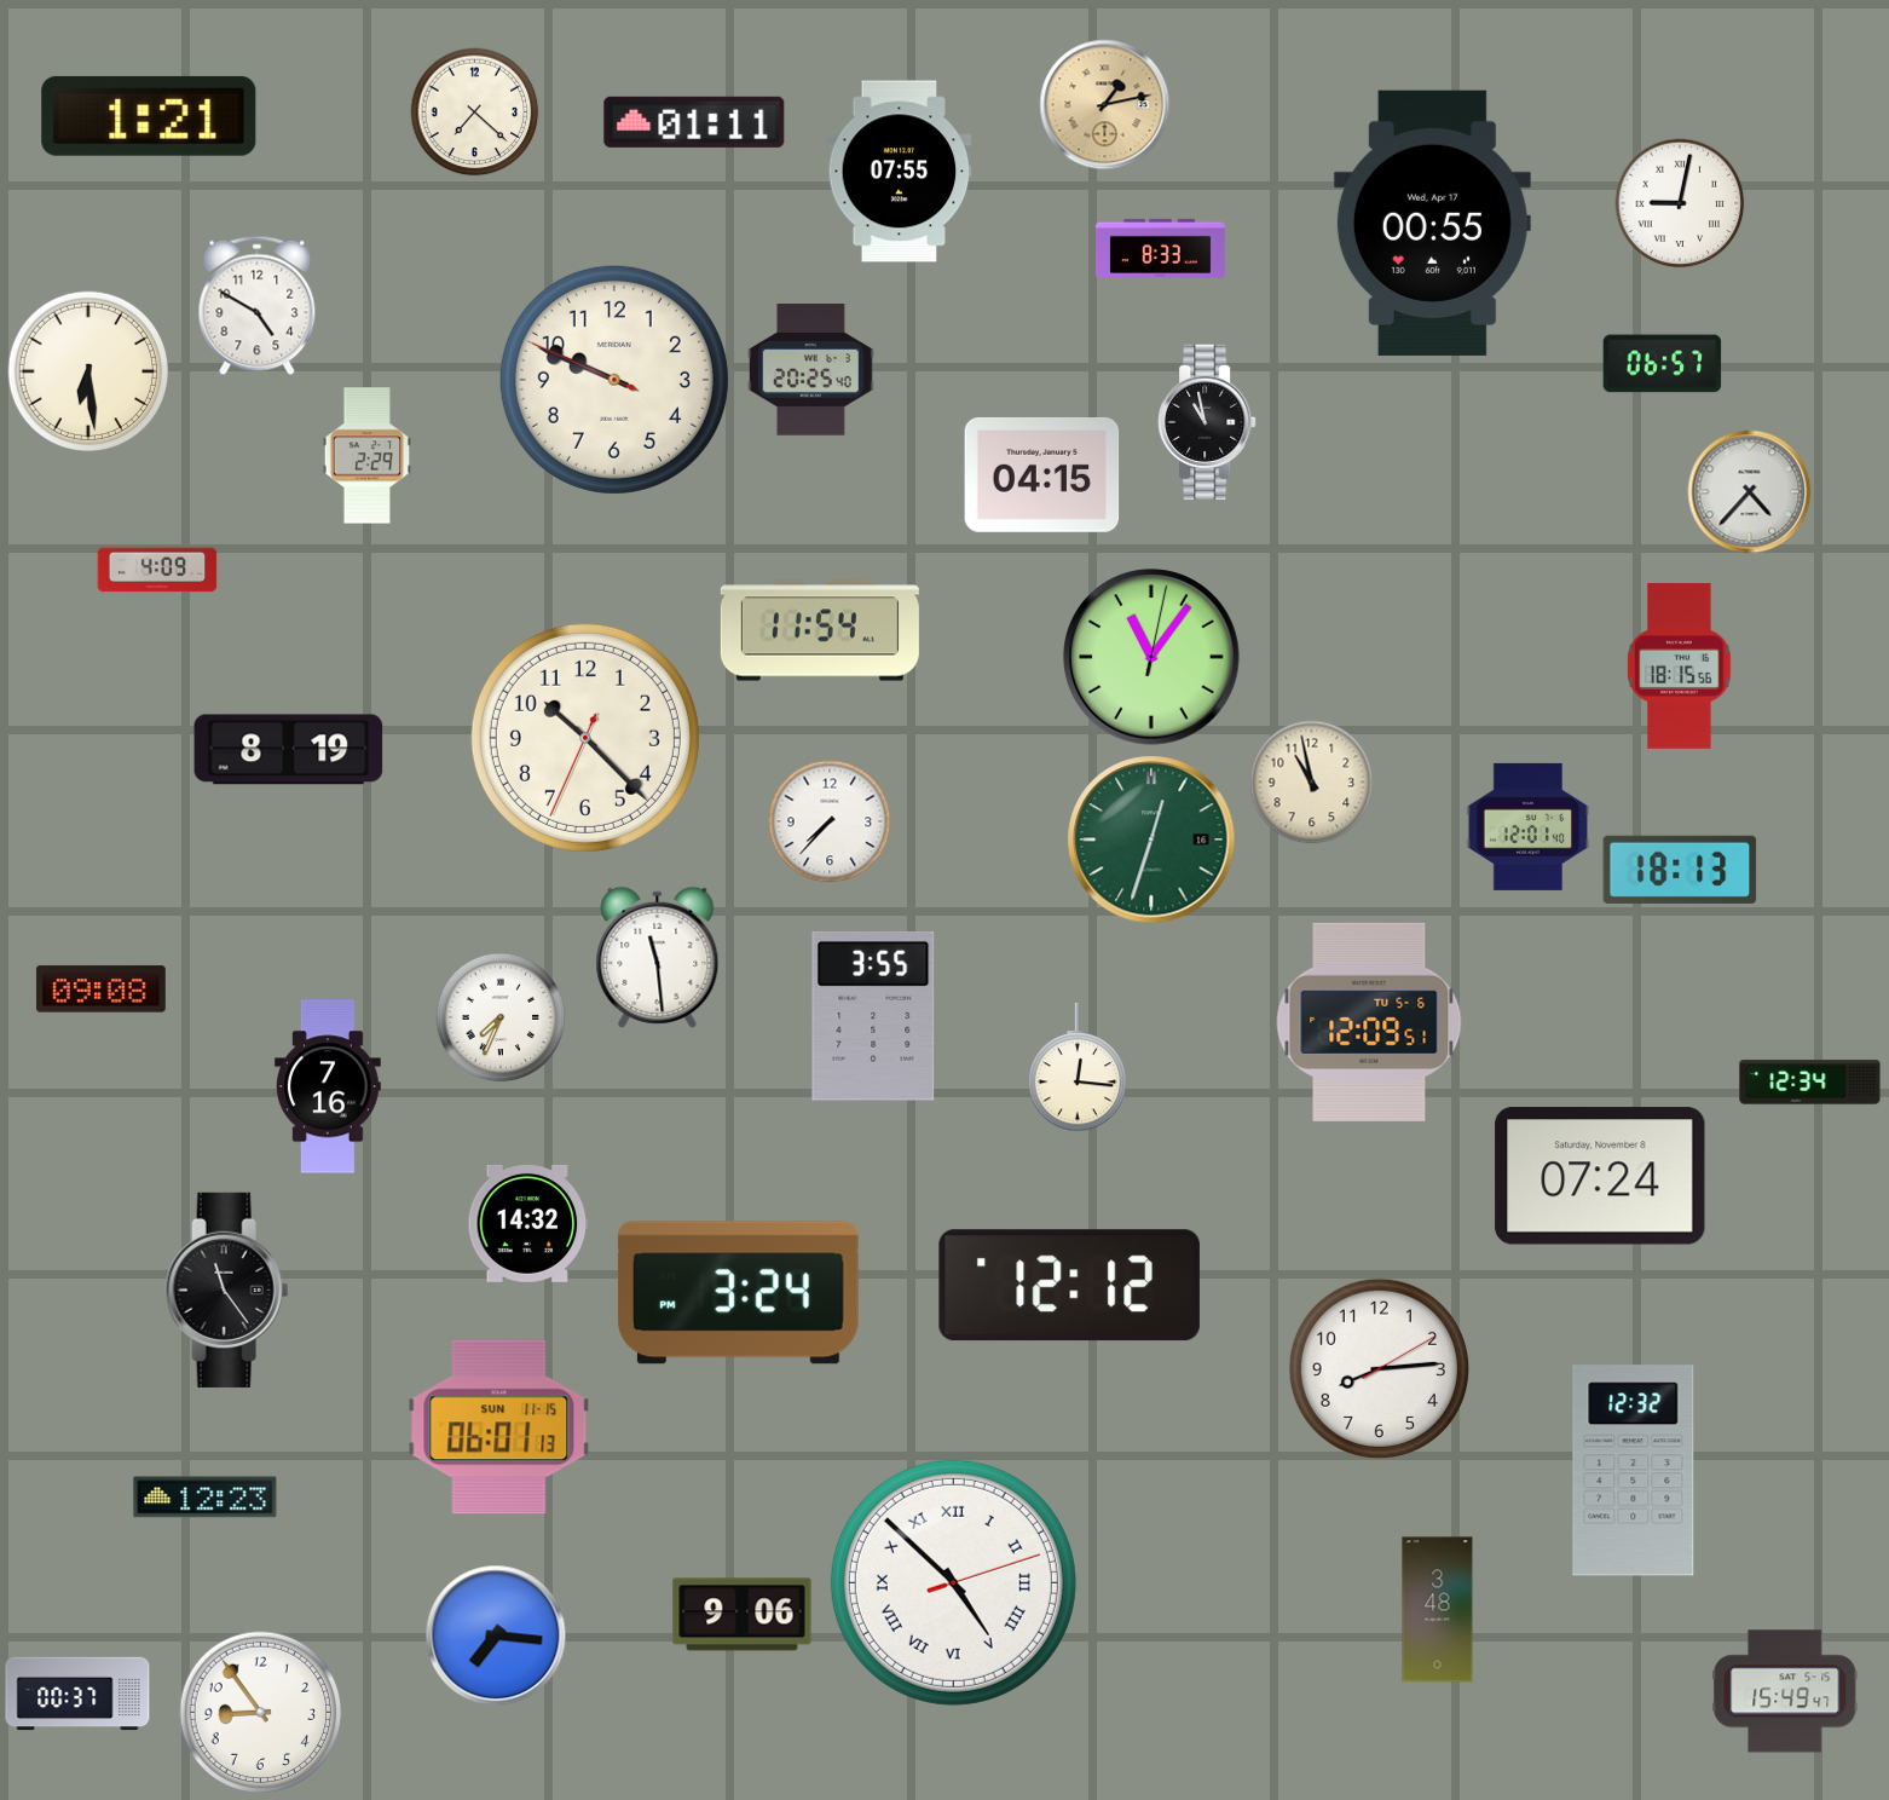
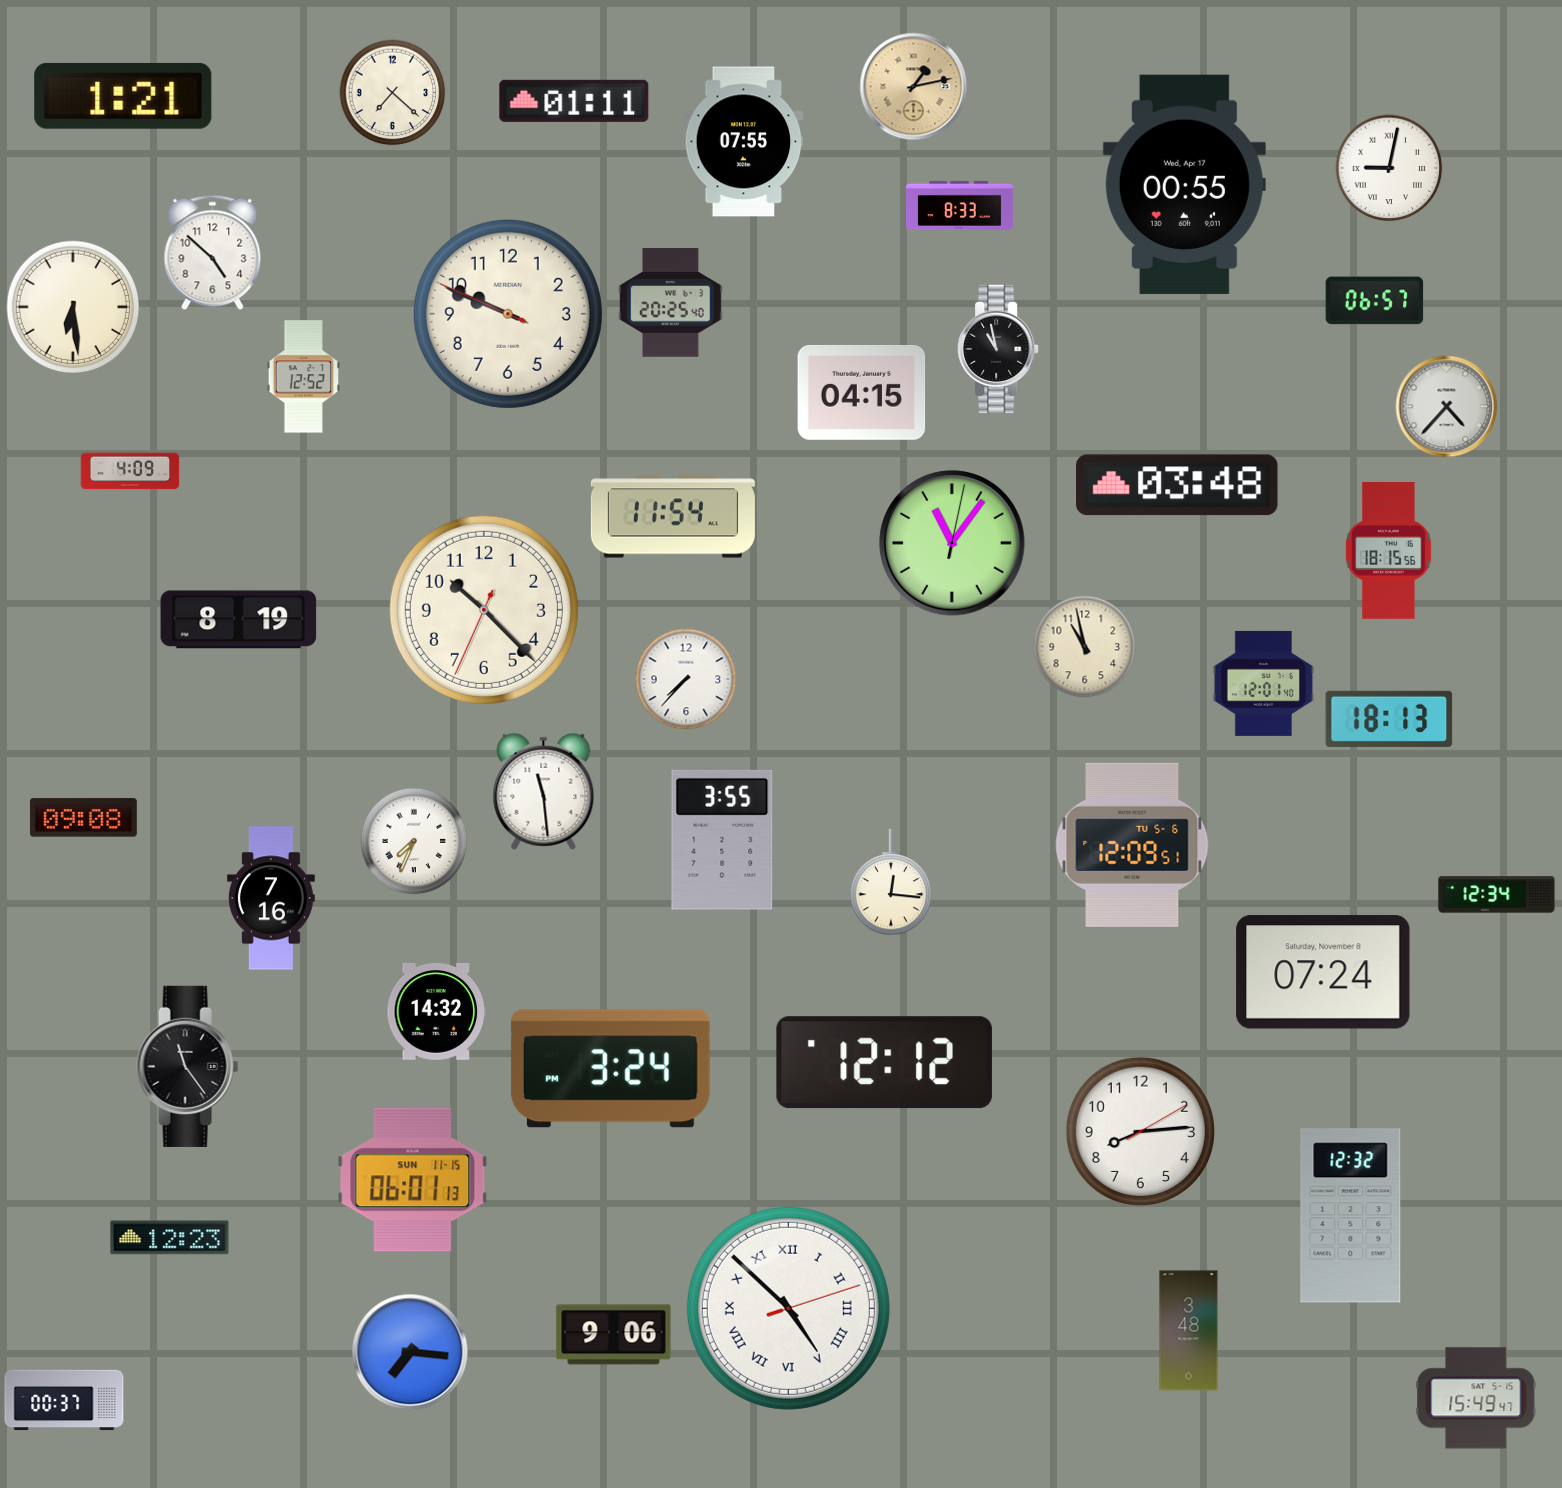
clock at (258, 306): 4:50 -> 4:52
clock at (811, 370) position: (811, 370) -> (671, 303)
clock at (366, 456): 2:29 -> 12:52
clock at (1177, 485): none -> 03:48
clock at (820, 630) position: (820, 630) -> (673, 516)
clock at (1151, 840): 12:33 -> none
clock at (261, 1713): 8:54 -> none
